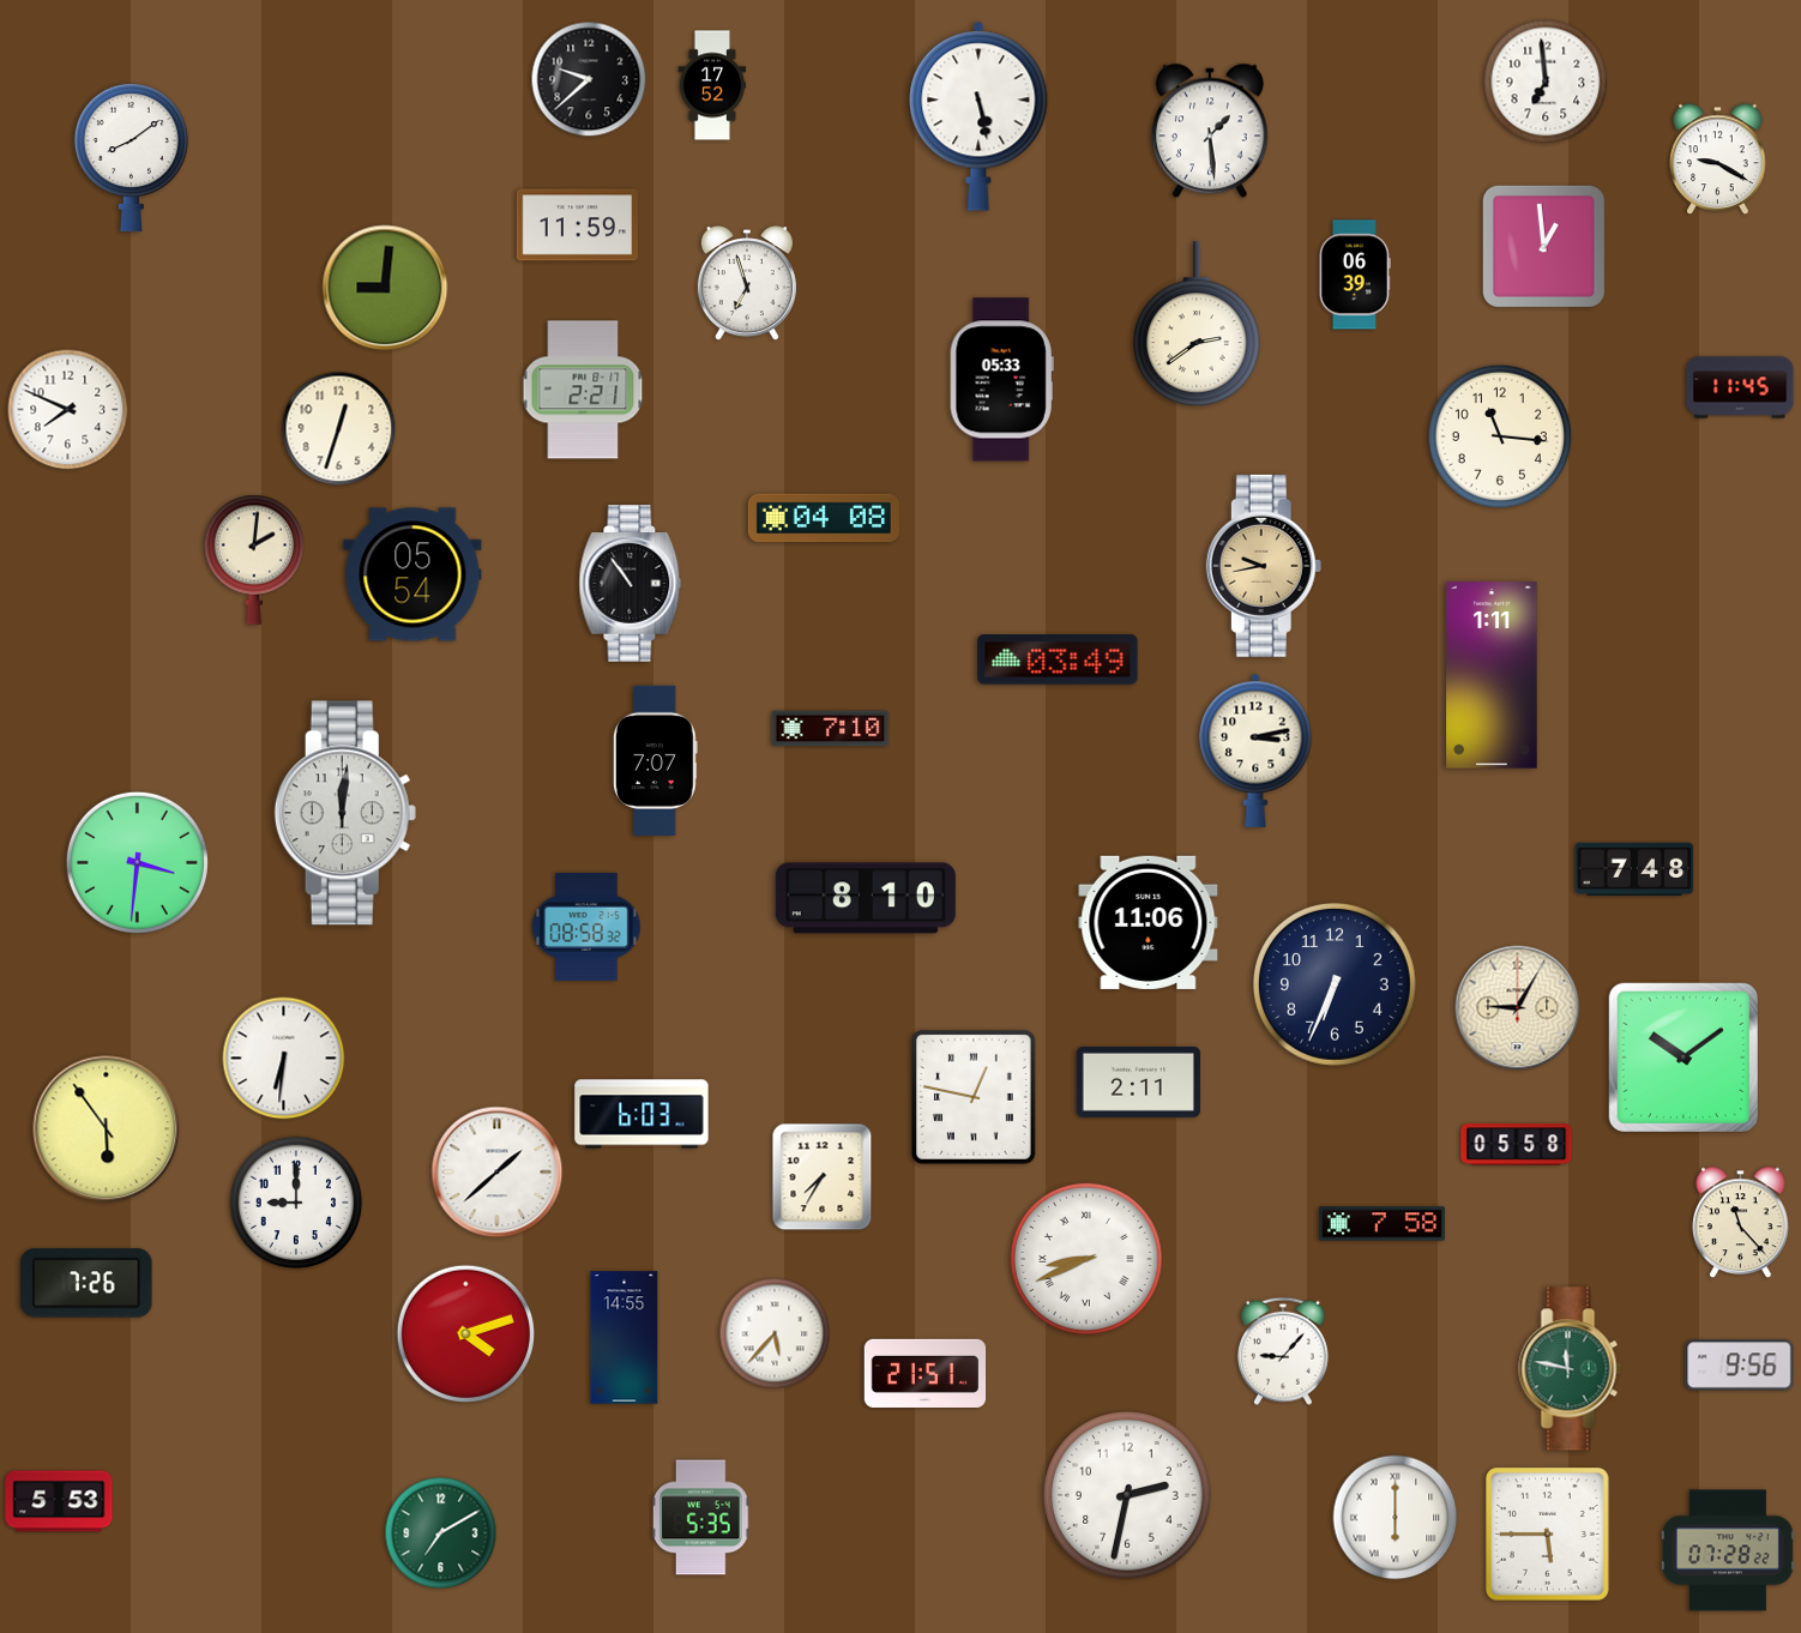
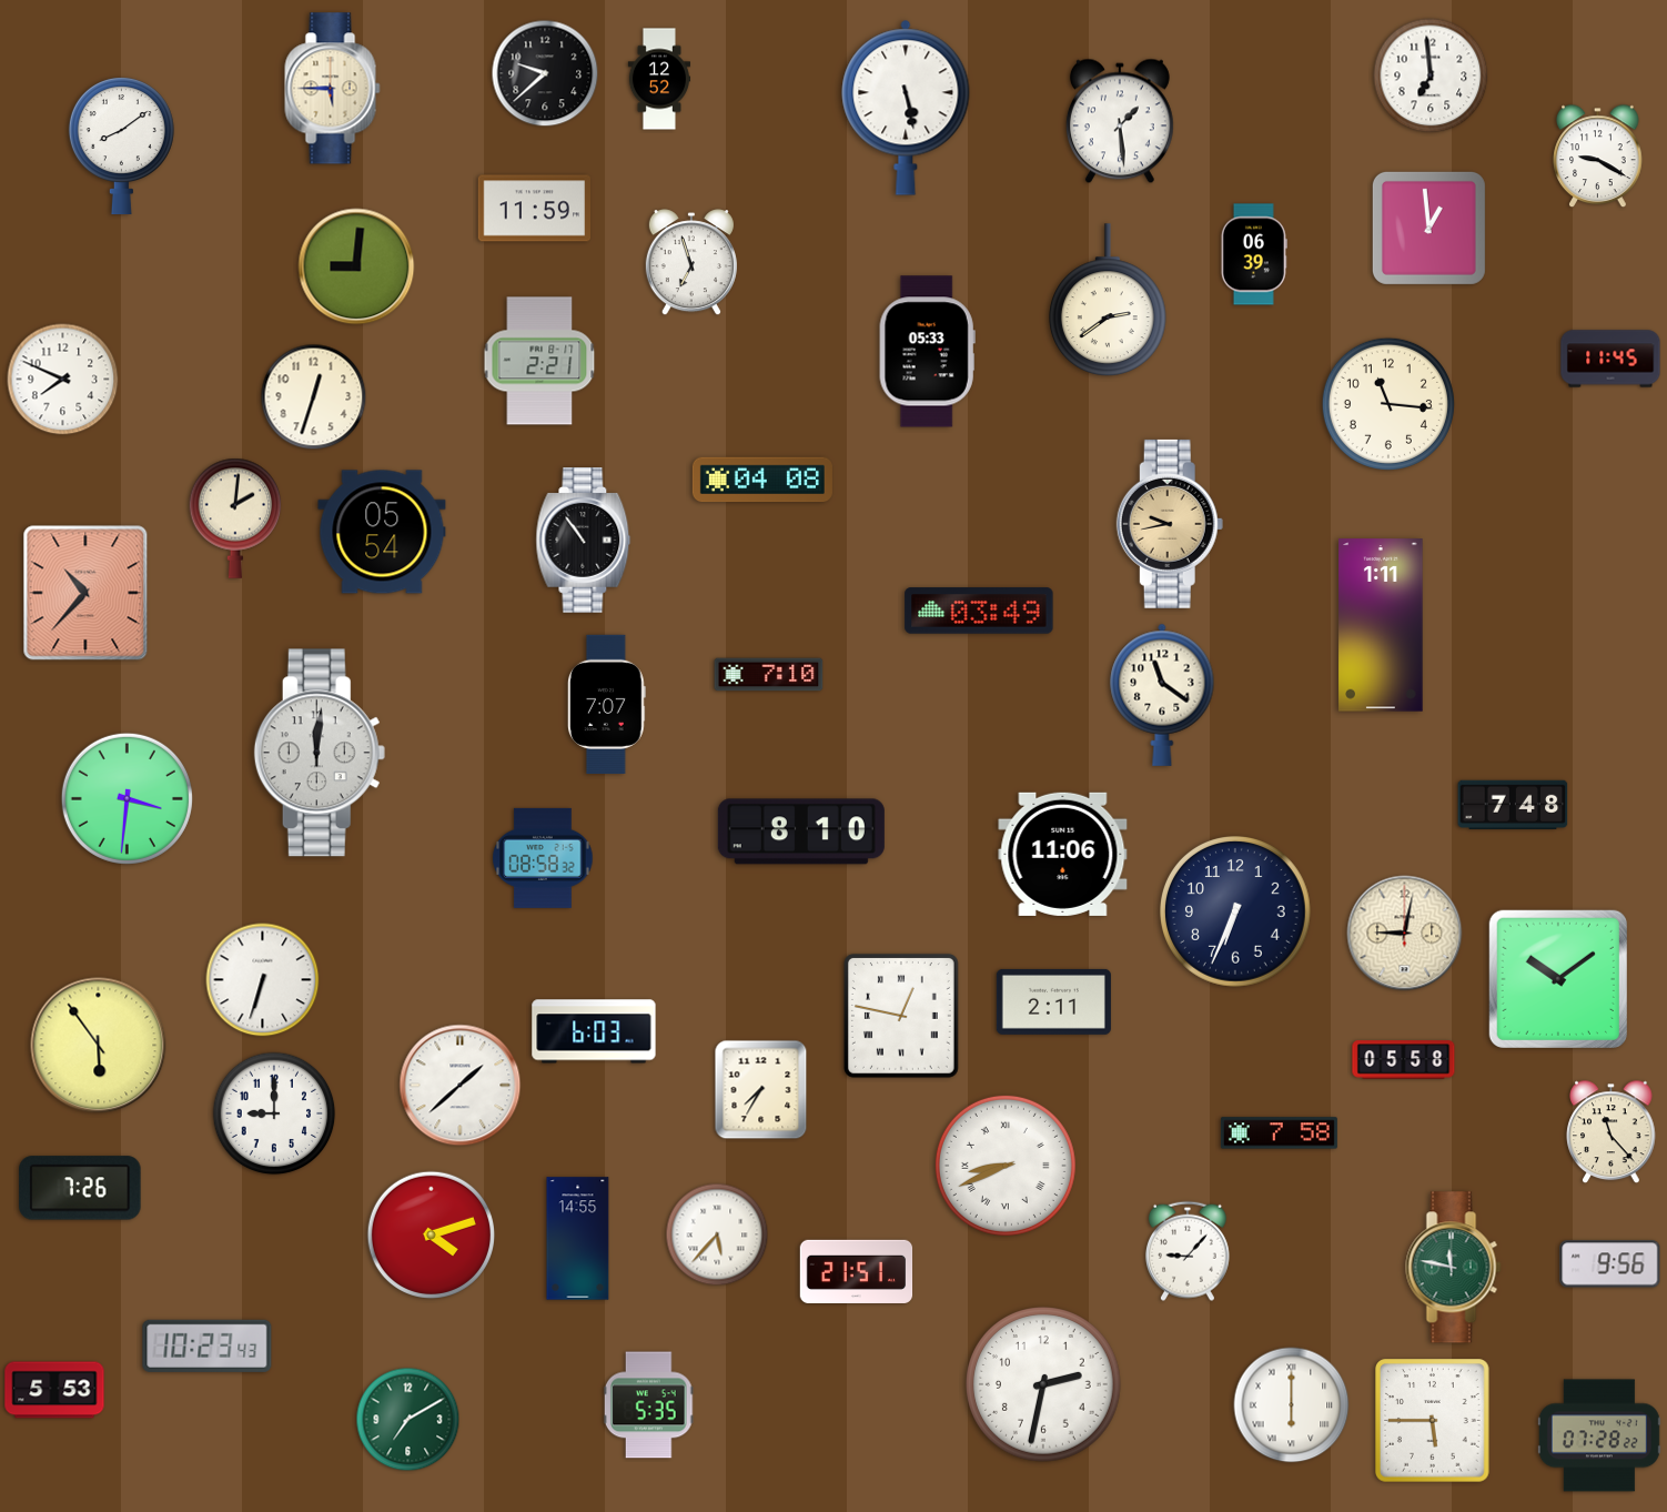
clock at (711, 85): 17:52 -> 12:52
clock at (333, 89): none -> 5:45
clock at (1718, 159) position: (1718, 159) -> (1598, 157)
clock at (85, 593): none -> 10:37
clock at (1255, 751): 3:13 -> 11:21
clock at (1518, 1008): 9:05 -> 9:02
clock at (284, 1059): 6:31 -> 6:33
clock at (208, 1345): none -> 10:23
